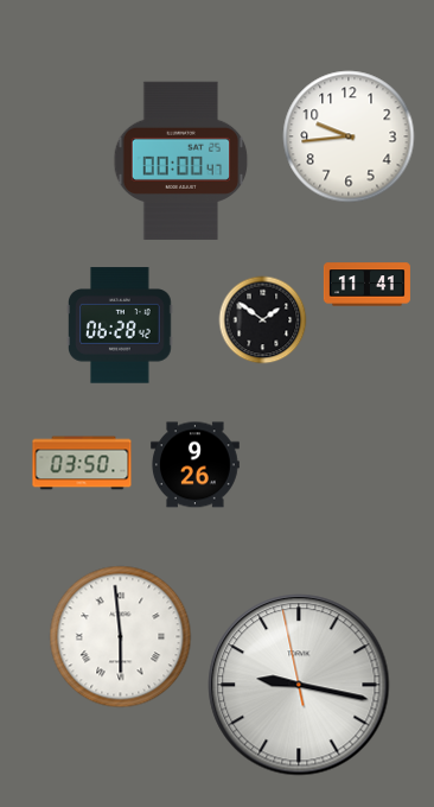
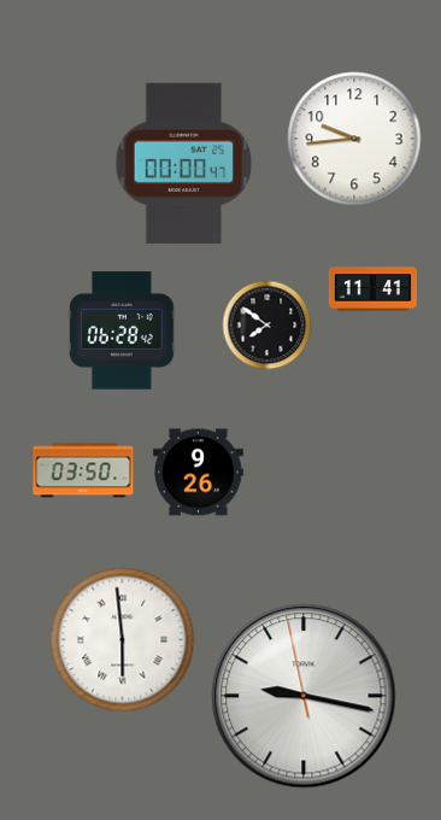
clock at (263, 320): 1:51 -> 7:51
clock at (121, 637) position: (121, 637) -> (123, 640)
